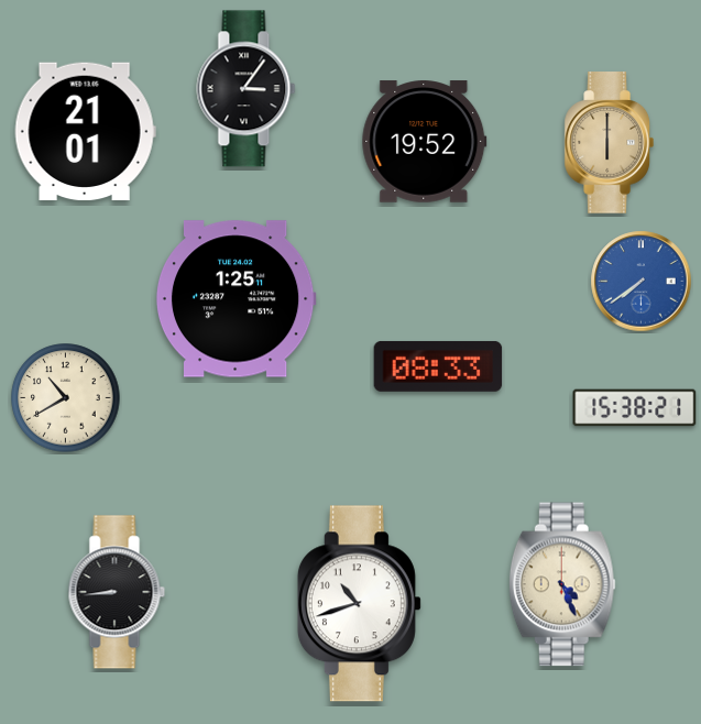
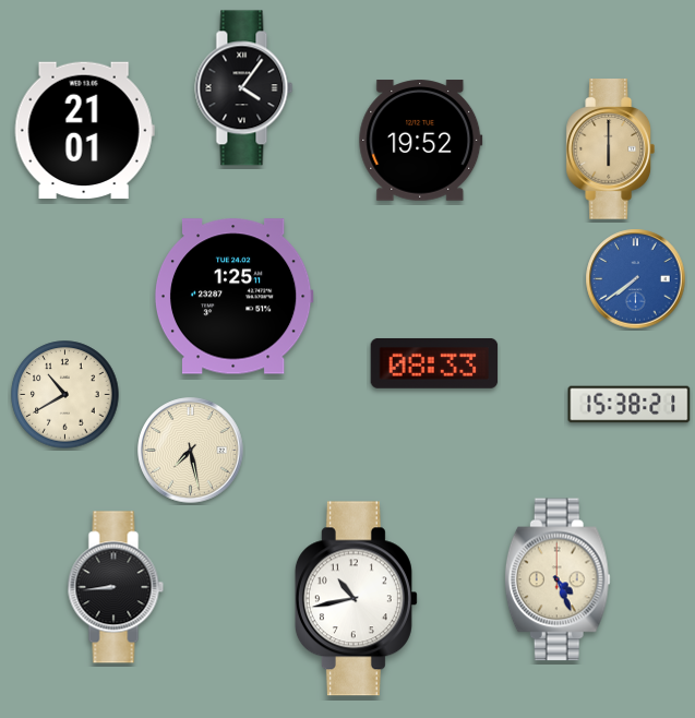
clock at (247, 89): 3:06 -> 4:06
clock at (609, 143) position: (609, 143) -> (610, 149)
clock at (191, 451): none -> 7:28
clock at (359, 604): 10:42 -> 10:43
